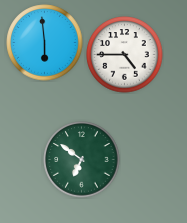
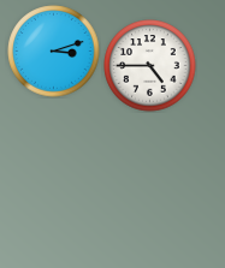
clock at (45, 43): 5:59 -> 3:12
clock at (82, 160): 6:51 -> none
